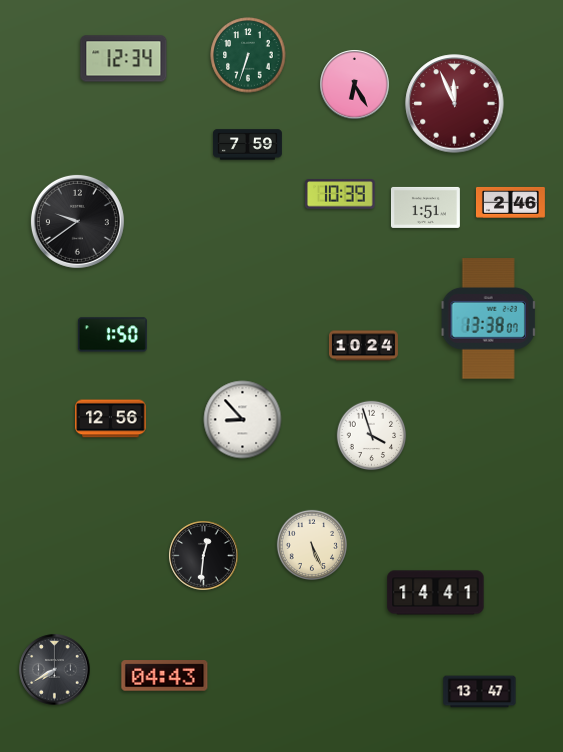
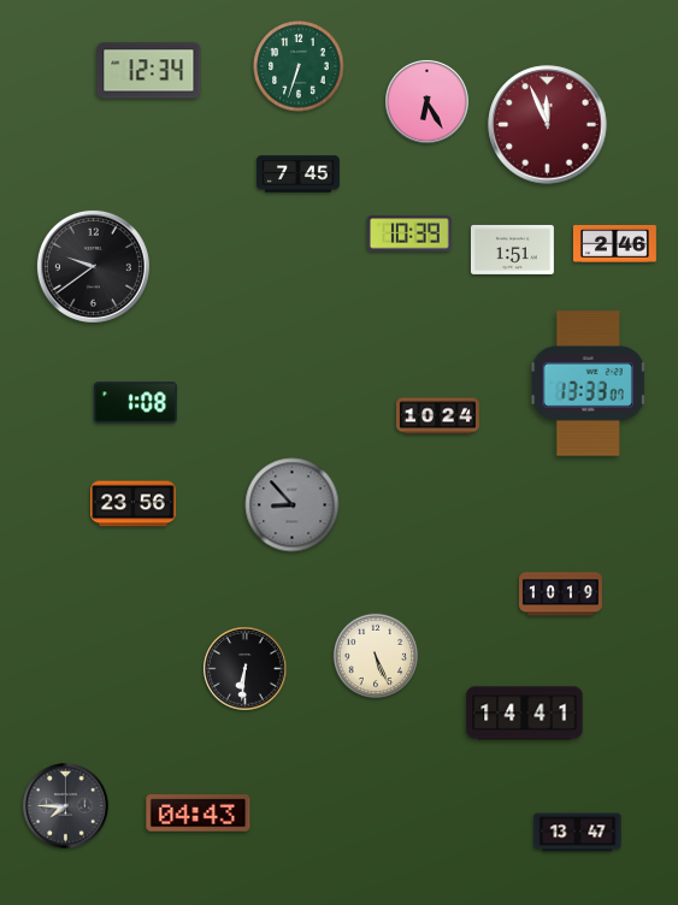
clock at (248, 145): 7:59 -> 7:45
clock at (488, 319): 13:38 -> 13:33
clock at (112, 335): 1:50 -> 1:08
clock at (111, 419): 12:56 -> 23:56
clock at (243, 420) dial: white -> grey
clock at (372, 436): 3:57 -> none
clock at (560, 595): none -> 10:19
clock at (204, 556): 12:31 -> 6:31
clock at (55, 670): 7:40 -> 7:45
